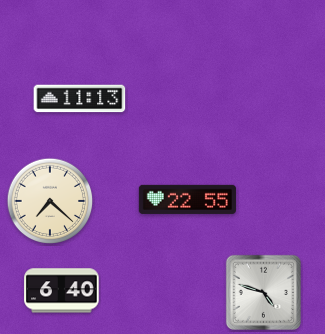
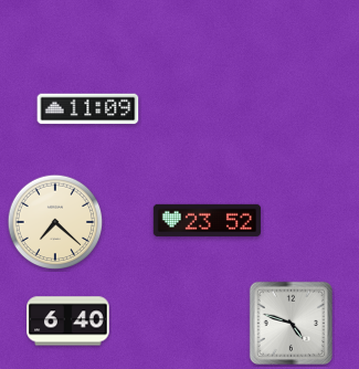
clock at (80, 99): 11:13 -> 11:09
clock at (187, 199): 22:55 -> 23:52
